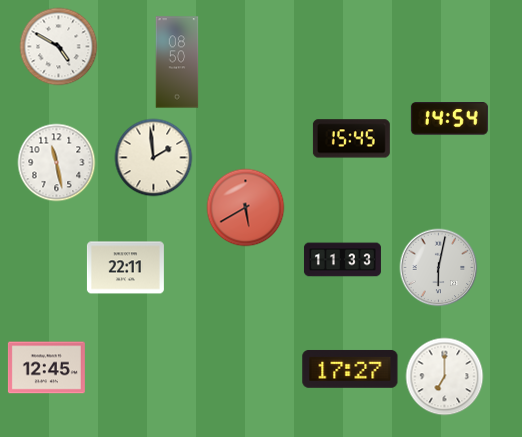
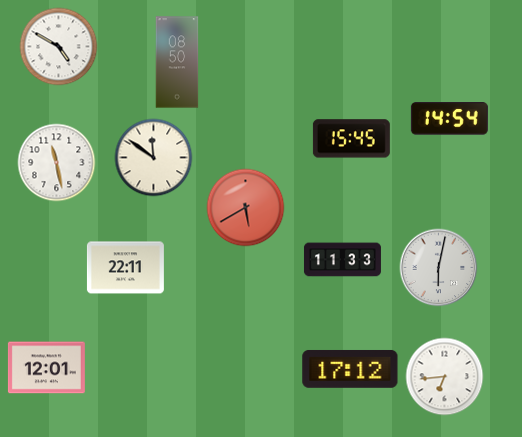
clock at (153, 157): 1:59 -> 11:51
clock at (46, 368): 12:45 -> 12:01
clock at (350, 369): 17:27 -> 17:12
clock at (444, 376): 7:00 -> 6:44
